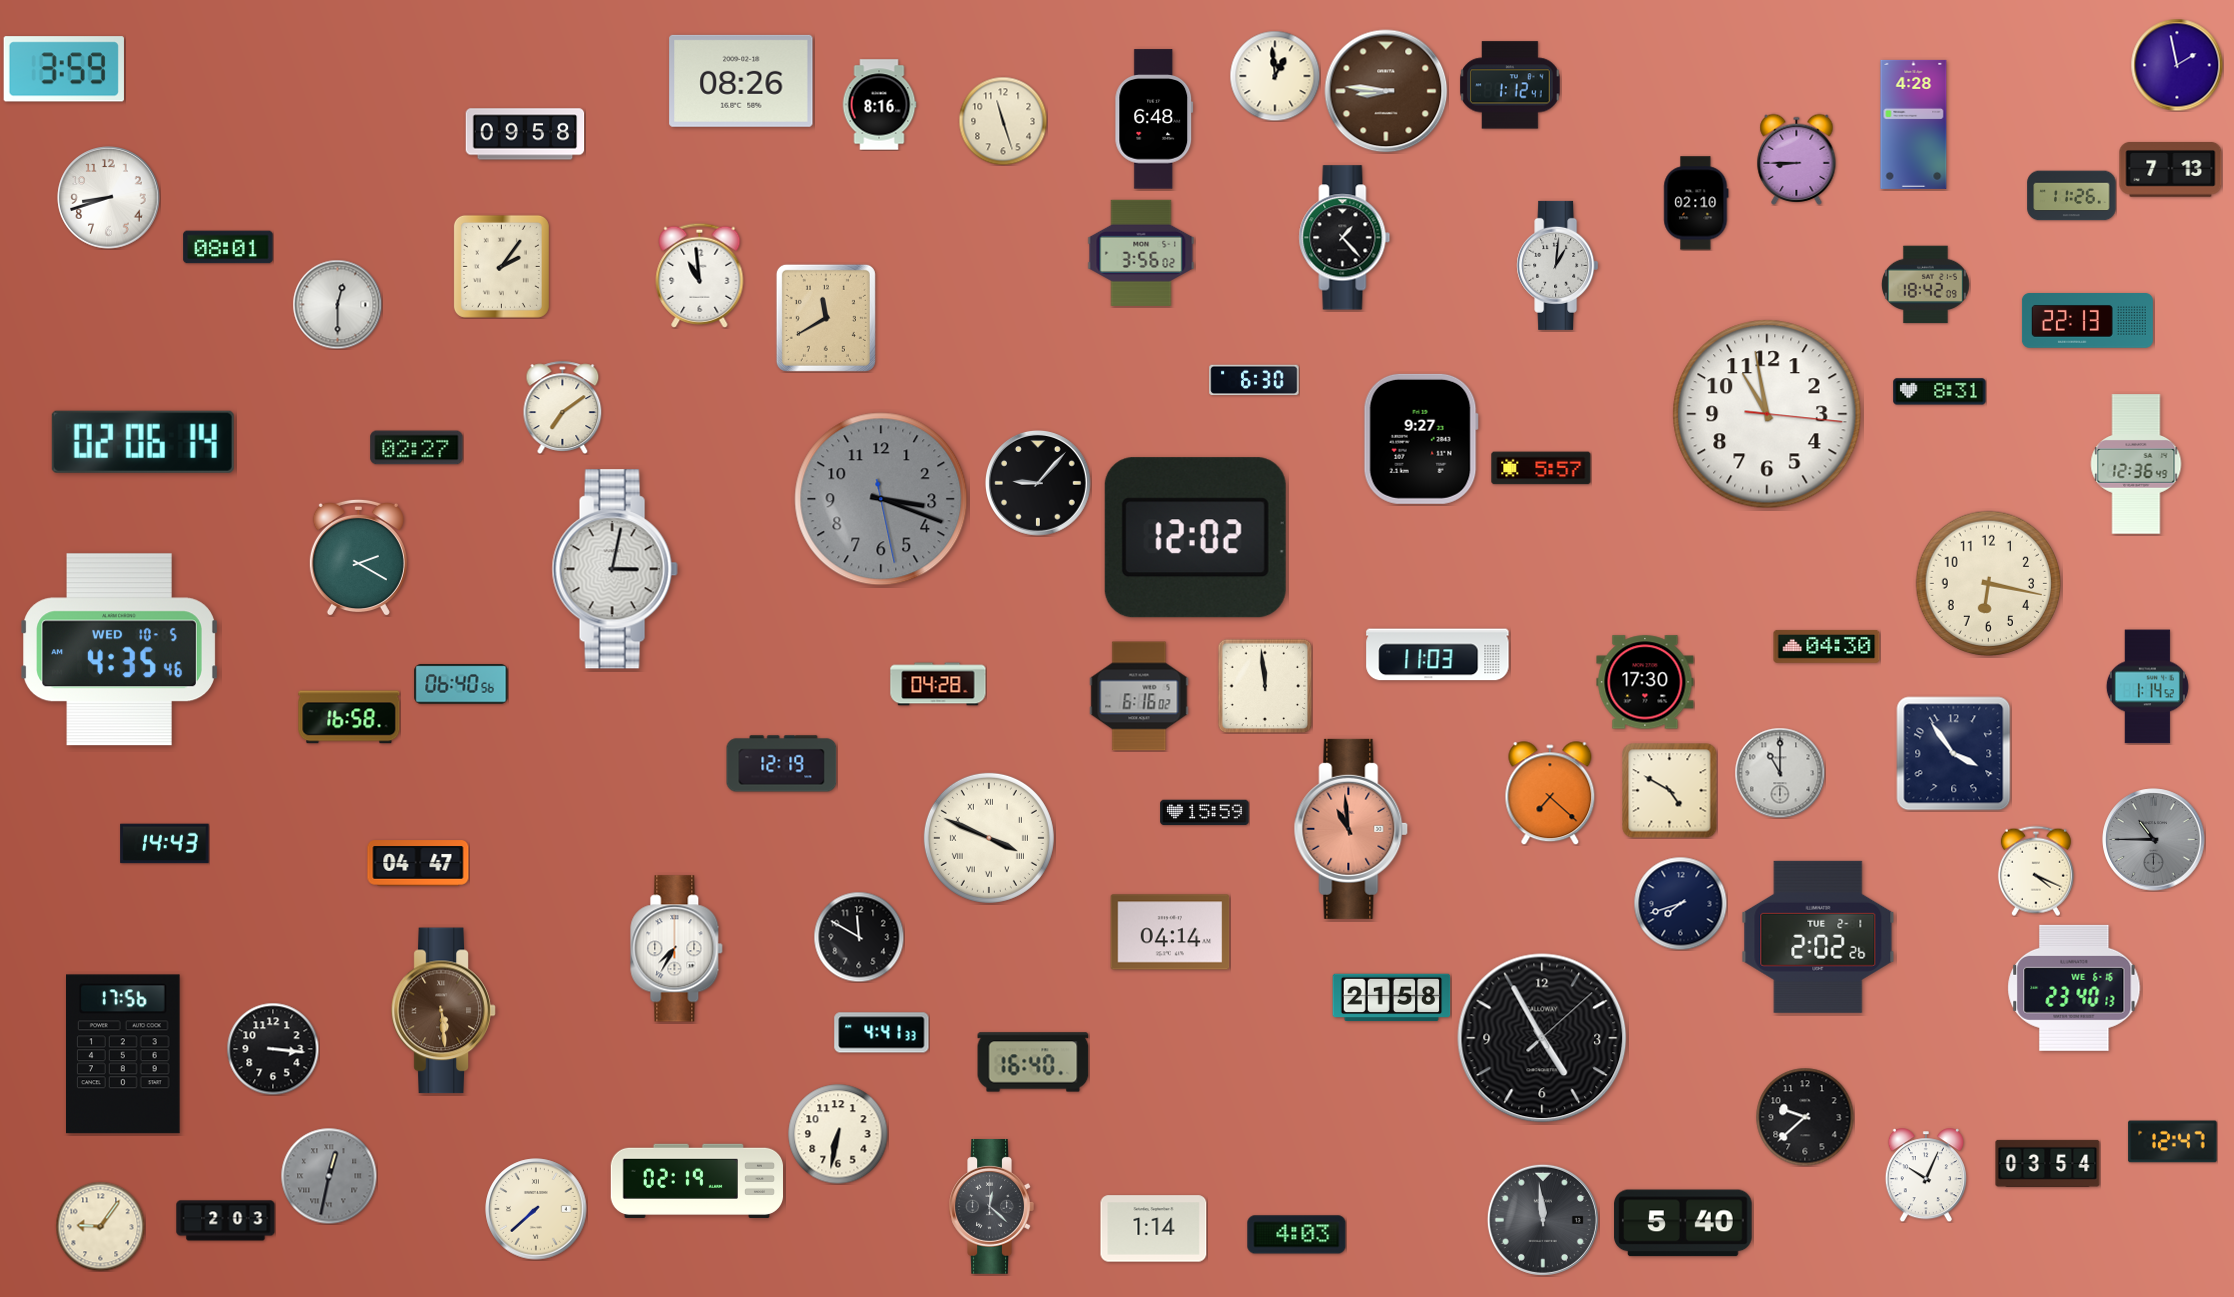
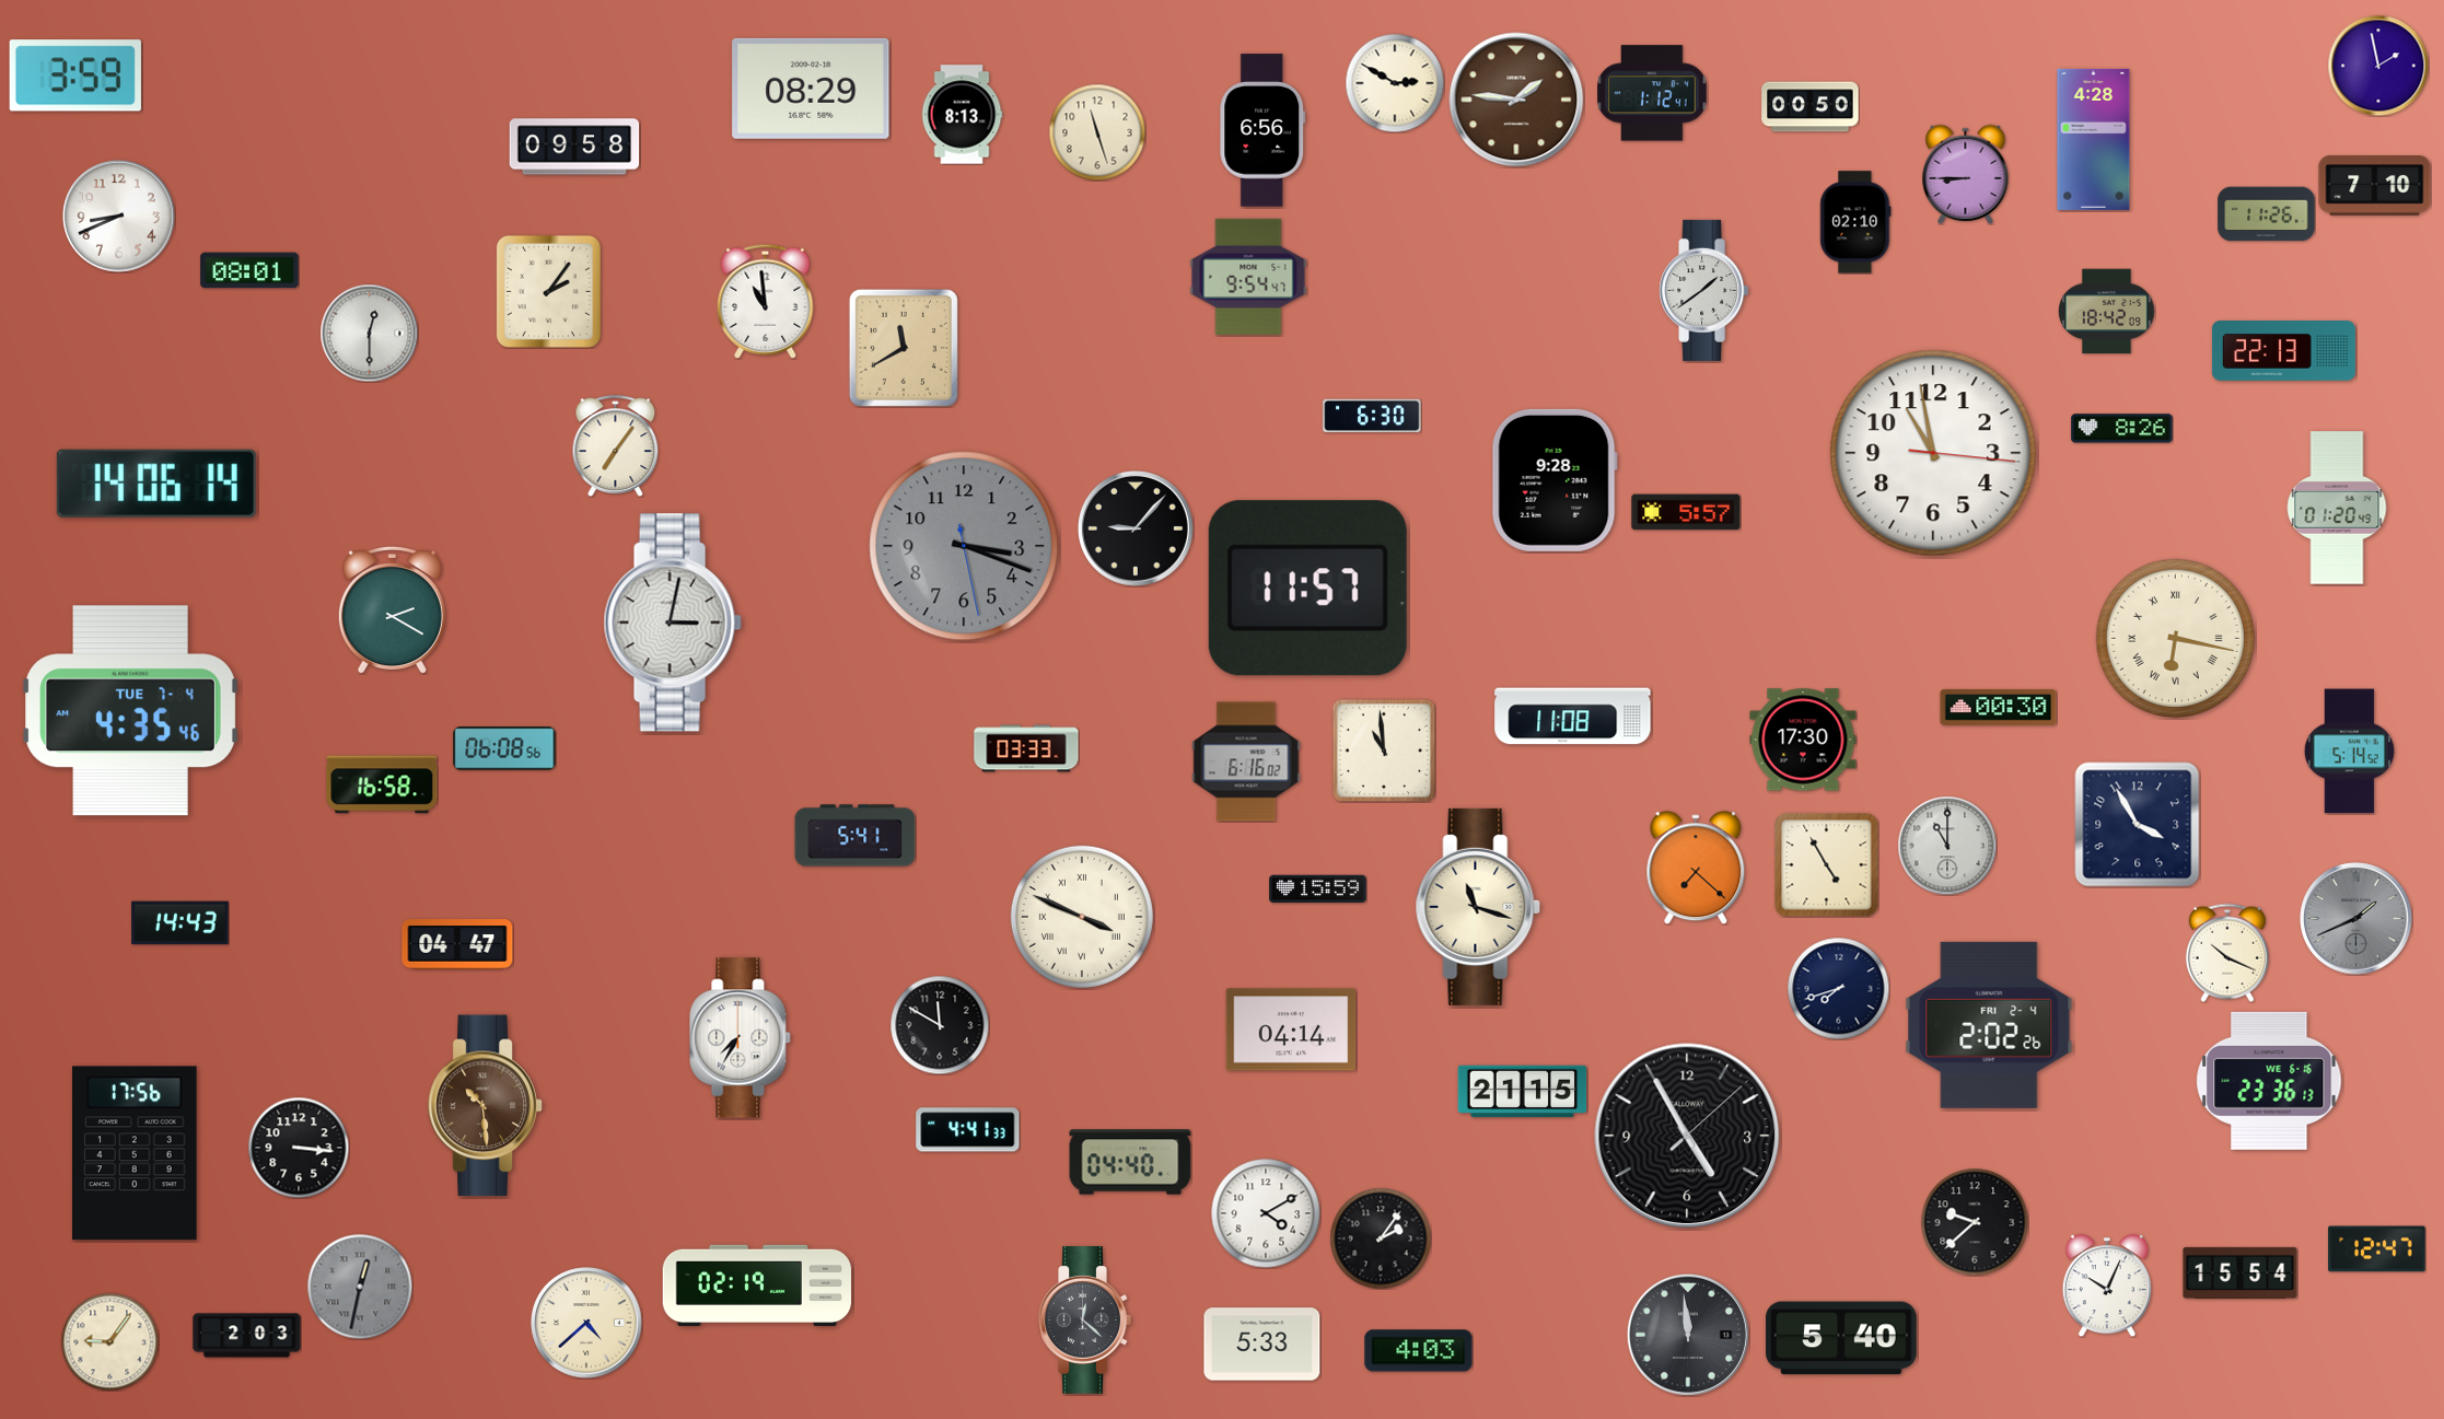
clock at (2177, 65) position: (2177, 65) -> (2378, 66)
clock at (64, 69) position: (64, 69) -> (75, 75)
clock at (1275, 76): 12:59 -> 2:50
clock at (741, 81): 08:26 -> 08:29
clock at (1386, 91): 8:46 -> 1:46
clock at (1811, 107): none -> 00:50
clock at (879, 105): 8:16 -> 8:13
clock at (1154, 119): 6:48 -> 6:56
clock at (1914, 124) position: (1914, 124) -> (2094, 139)
clock at (2171, 170): 7:13 -> 7:10
clock at (109, 198): 8:42 -> 8:41
clock at (1345, 238): 1:23 -> none
clock at (1141, 253): 3:56 -> 9:54
clock at (1558, 265): 1:01 -> 1:39
clock at (1940, 392): 8:31 -> 8:26
clock at (563, 407): 7:09 -> 7:06
clock at (1421, 439): 9:27 -> 9:28
clock at (143, 442): 02:06 -> 14:06
clock at (417, 448): 02:27 -> none
clock at (2136, 464): 12:36 -> 01:20
clock at (1195, 538): 12:02 -> 11:57
clock at (1989, 584) numerals: Arabic -> Roman
clock at (1827, 646): 04:30 -> 00:30
clock at (120, 650) date: WED 10-5 -> TUE 7-4
clock at (1438, 655): 11:03 -> 11:08
clock at (1645, 682) position: (1645, 682) -> (1803, 740)
clock at (461, 684): 06:40 -> 06:08
clock at (938, 684): 04:28 -> 03:33
clock at (1265, 686): 11:59 -> 10:59
clock at (2147, 687): 1:14 -> 5:14
clock at (1954, 754): 3:54 -> 3:55
clock at (782, 764): 12:19 -> 5:41
clock at (1670, 791): 4:50 -> 4:55
clock at (1351, 829): 10:59 -> 11:18
clock at (1351, 829) dial: salmon -> cream
clock at (2154, 840): 10:45 -> 1:41
clock at (2036, 871): 4:19 -> 10:19
clock at (1170, 932) position: (1170, 932) -> (1291, 1030)
clock at (1818, 937) date: TUE 2-1 -> FRI 2-4
clock at (2074, 988): 23:40 -> 23:36
clock at (1392, 998): 21:58 -> 21:15
clock at (444, 1011): 5:29 -> 10:29
clock at (882, 1033) position: (882, 1033) -> (968, 1130)
clock at (1033, 1062): 16:40 -> 04:40
clock at (1266, 1213): none -> 4:10
clock at (1381, 1238): none -> 2:06
clock at (838, 1134): 6:32 -> none
clock at (2048, 1163): 03:54 -> 15:54
clock at (697, 1181) position: (697, 1181) -> (757, 1286)
clock at (536, 1209): 7:38 -> 4:38
clock at (1154, 1229): 1:14 -> 5:33
